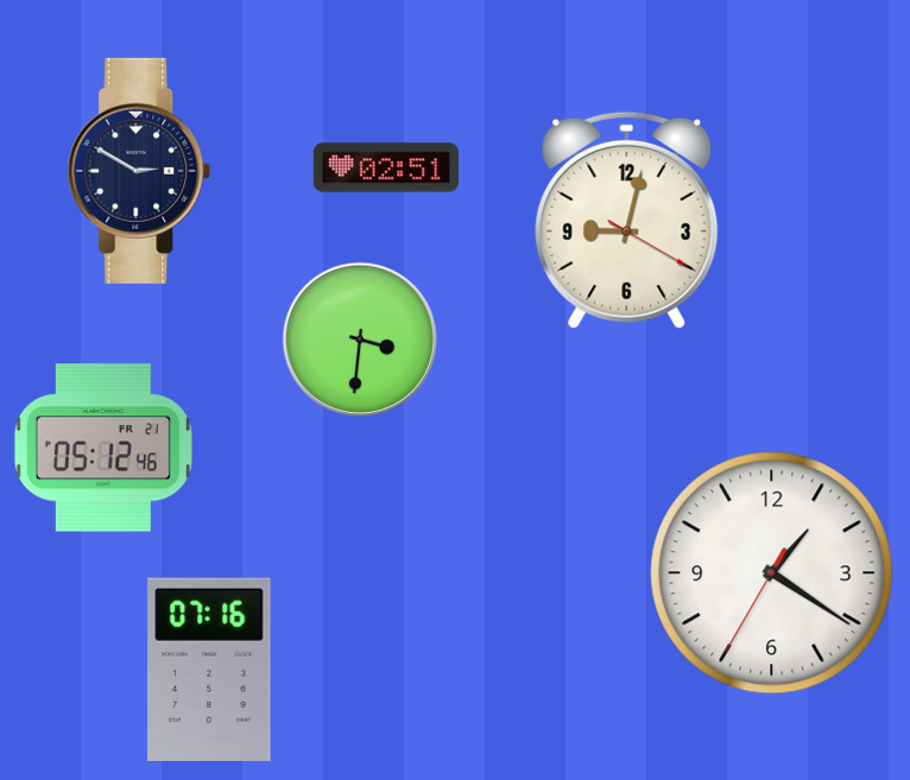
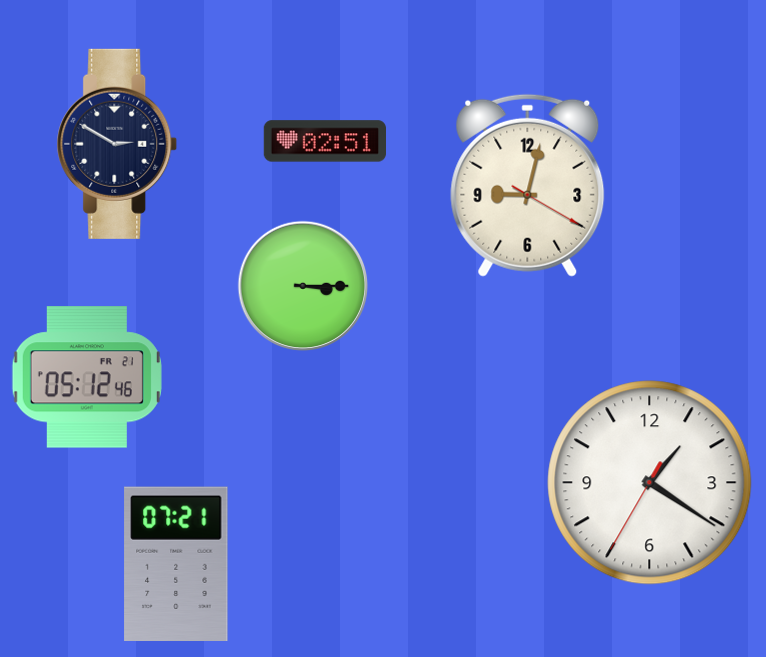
clock at (360, 340): 3:31 -> 3:15
clock at (209, 668): 07:16 -> 07:21
